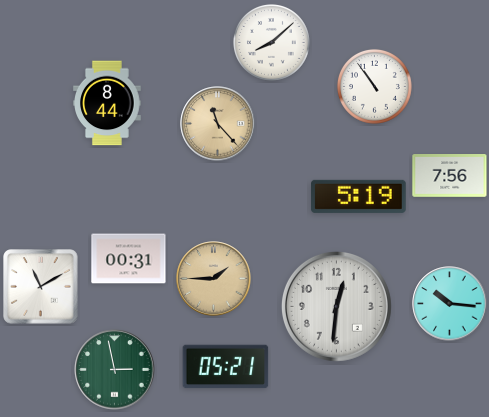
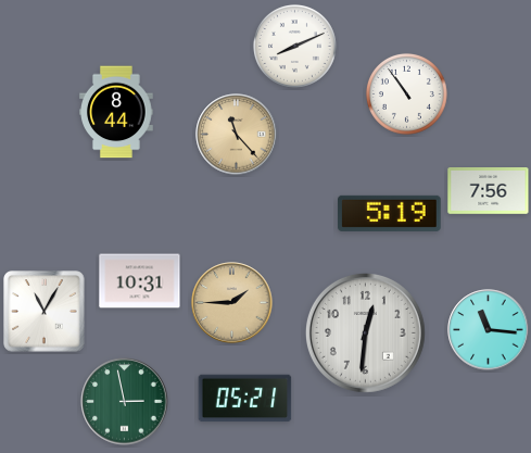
clock at (272, 43): 8:08 -> 8:11
clock at (129, 259): 00:31 -> 10:31
clock at (41, 287): 11:10 -> 11:05
clock at (450, 304): 10:16 -> 11:16
